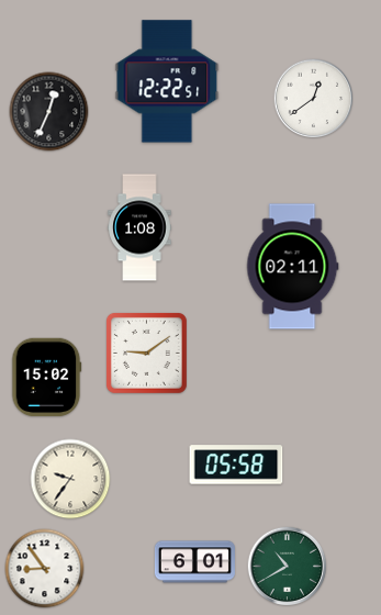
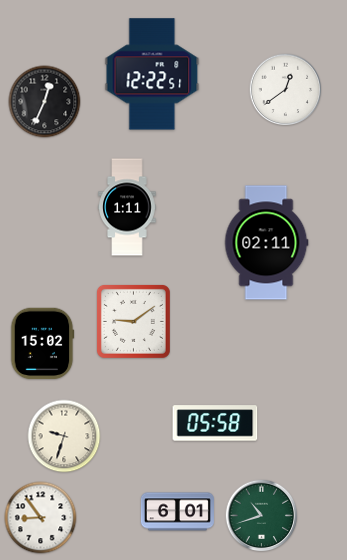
clock at (139, 227): 1:08 -> 1:11
clock at (70, 479): 9:36 -> 9:33
clock at (288, 567): 10:40 -> 10:42
